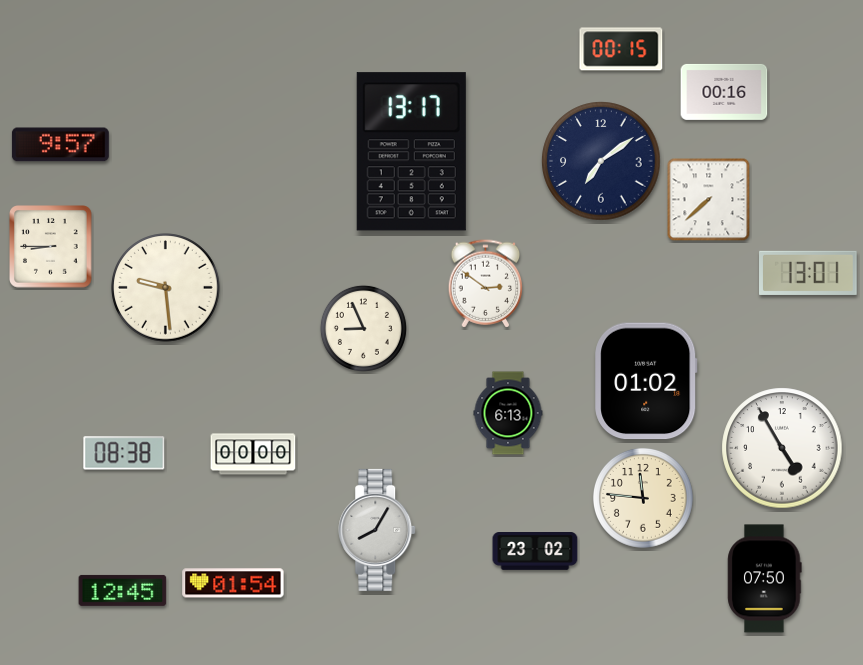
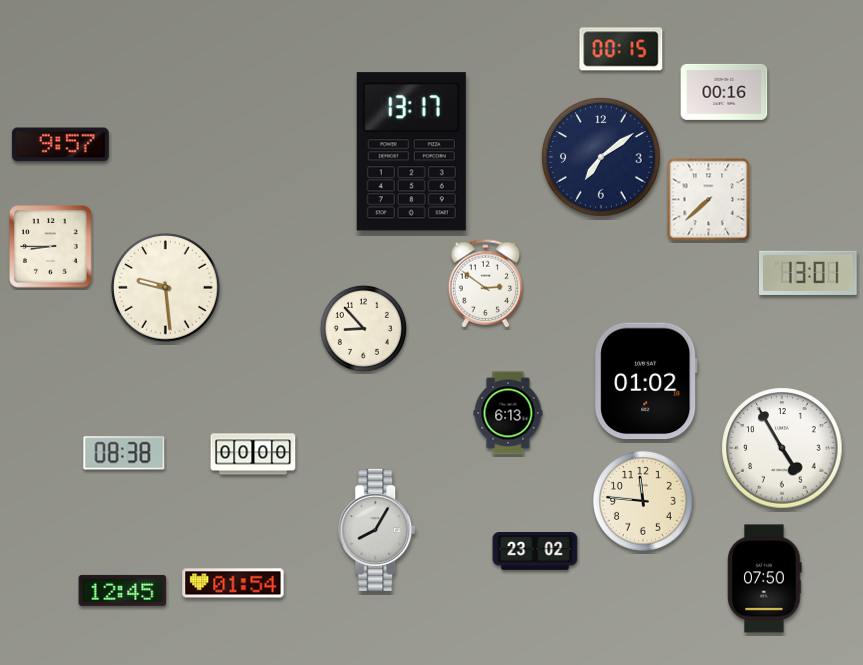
clock at (601, 161) position: (601, 161) -> (601, 157)
clock at (363, 328): 8:56 -> 8:53
clock at (643, 498) position: (643, 498) -> (643, 501)
